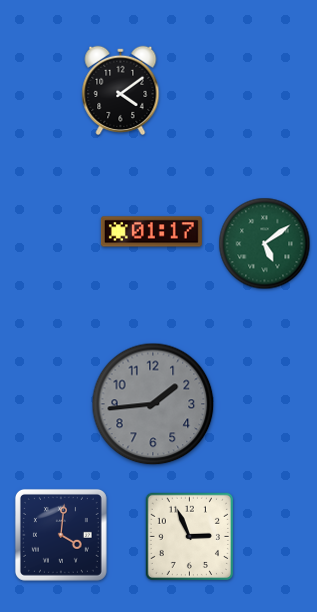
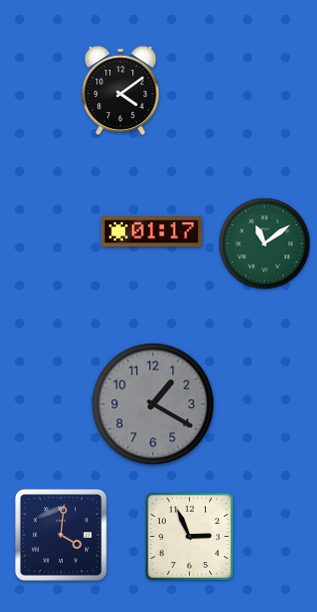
clock at (265, 244): 5:09 -> 11:09
clock at (153, 404): 1:44 -> 1:20
